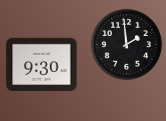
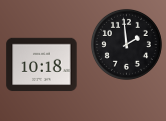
clock at (42, 65): 9:30 -> 10:18
